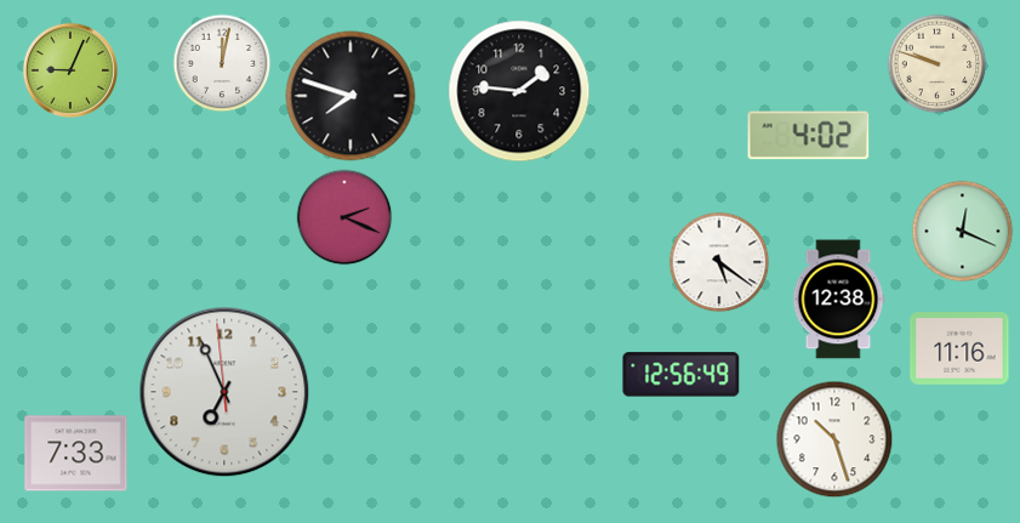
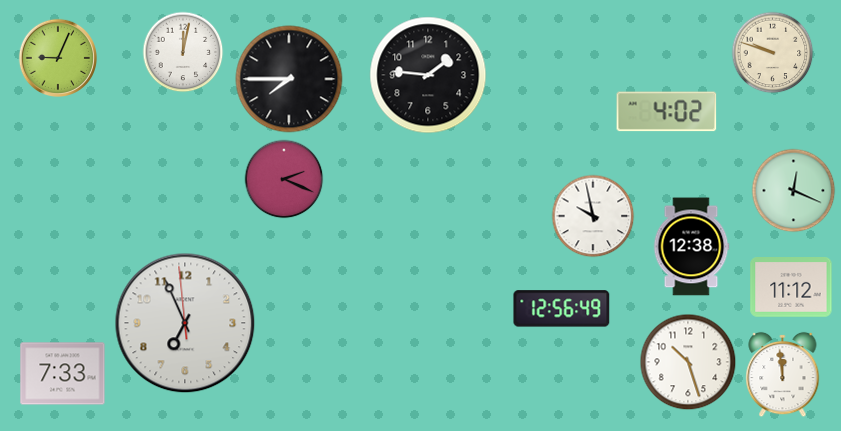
clock at (351, 96): 7:48 -> 7:45
clock at (719, 262): 5:21 -> 9:58
clock at (959, 349): 11:16 -> 11:12
clock at (783, 374): none -> 11:59
